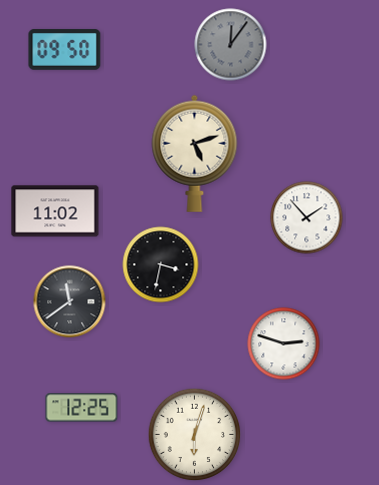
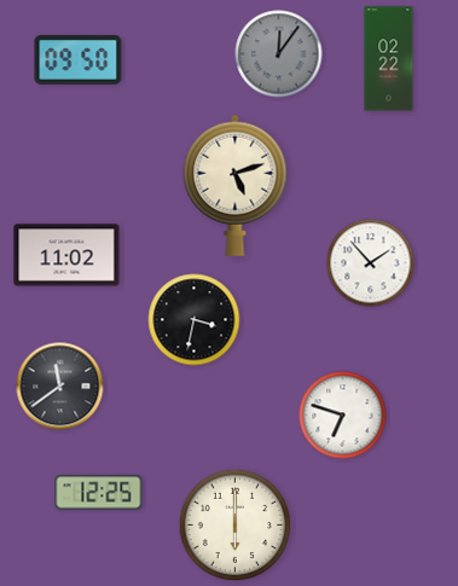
clock at (389, 59): none -> 02:22
clock at (70, 302) position: (70, 302) -> (60, 387)
clock at (284, 344): 2:48 -> 6:48
clock at (195, 435): 6:03 -> 6:00
